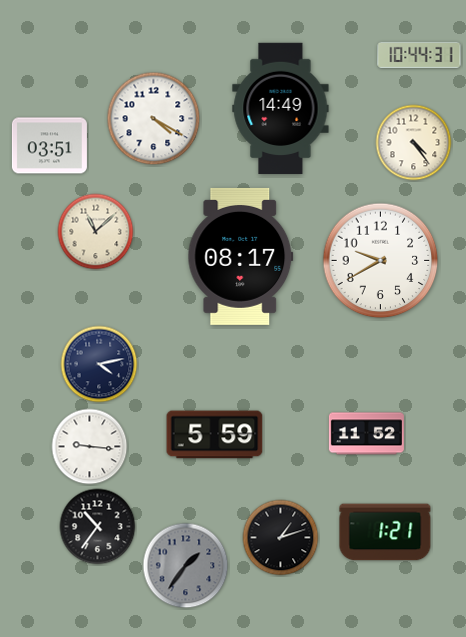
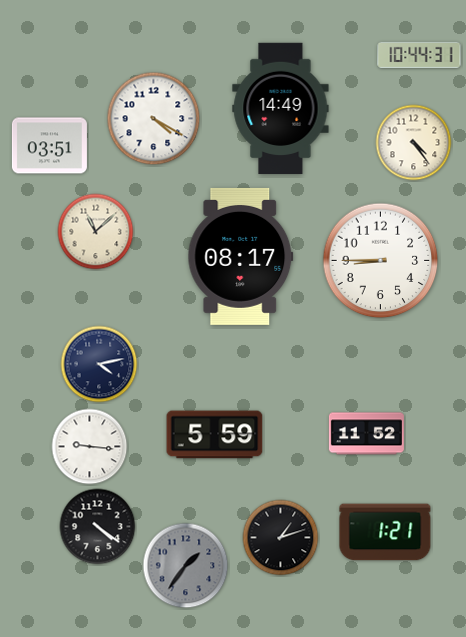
clock at (381, 261): 9:40 -> 8:45
clock at (98, 527): 10:36 -> 4:21
